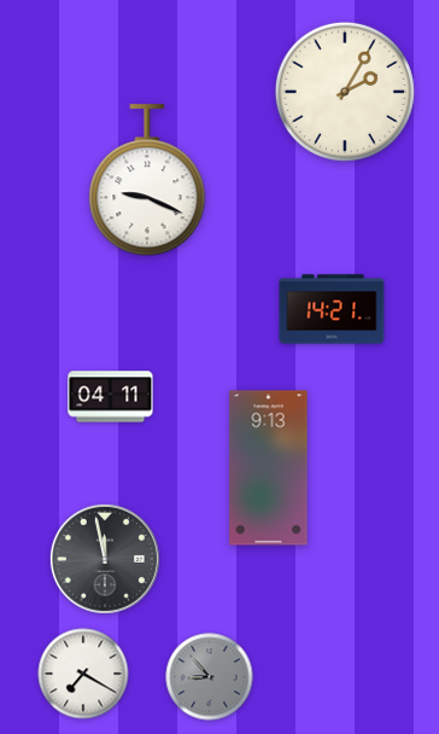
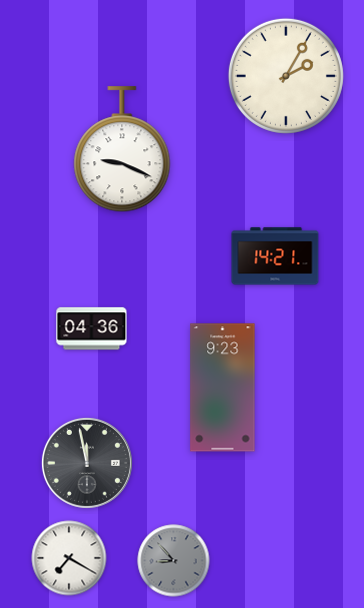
clock at (111, 397): 04:11 -> 04:36
clock at (269, 468): 9:13 -> 9:23
